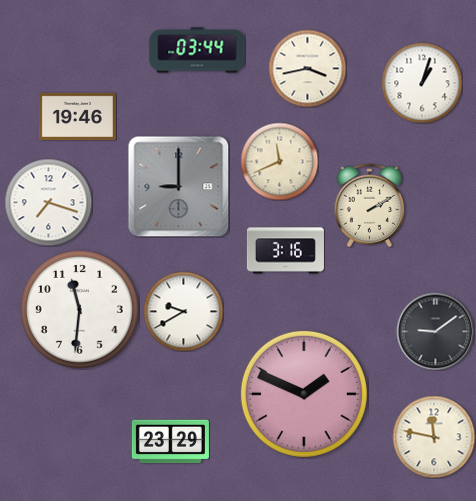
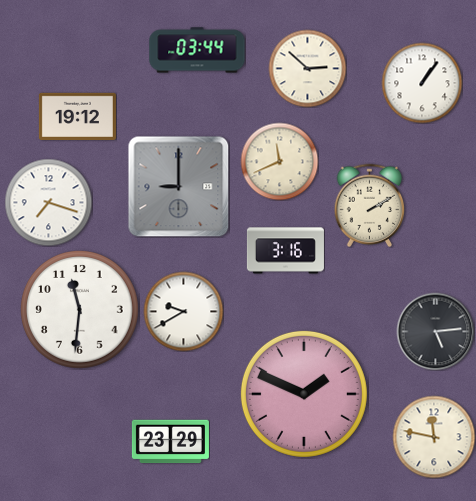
clock at (307, 68): 3:43 -> 2:52
clock at (422, 83): 1:03 -> 1:06
clock at (77, 116): 19:46 -> 19:12
clock at (435, 331): 9:09 -> 5:14
